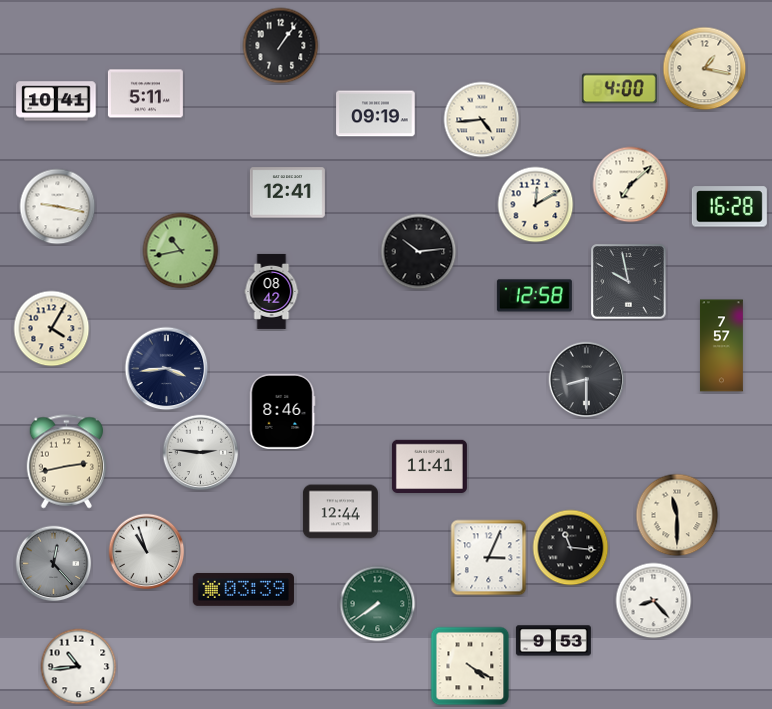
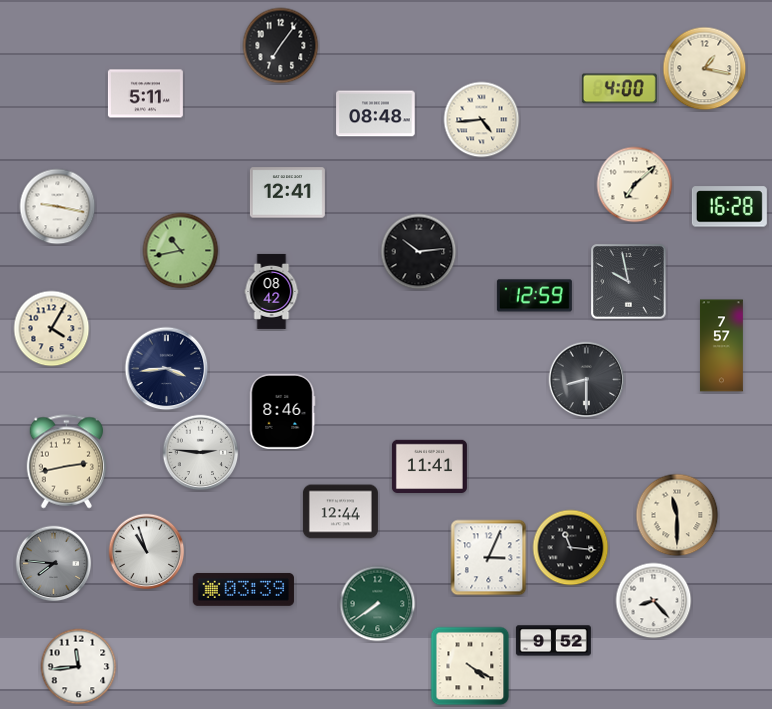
clock at (281, 46): 1:06 -> 7:06
clock at (56, 101): 10:41 -> none
clock at (376, 114): 09:19 -> 08:48
clock at (631, 185) position: (631, 185) -> (635, 185)
clock at (536, 205): 12:10 -> none
clock at (534, 296): 12:58 -> 12:59
clock at (54, 564): 12:23 -> 7:46
clock at (553, 641): 9:53 -> 9:52
clock at (79, 667): 10:44 -> 11:44
